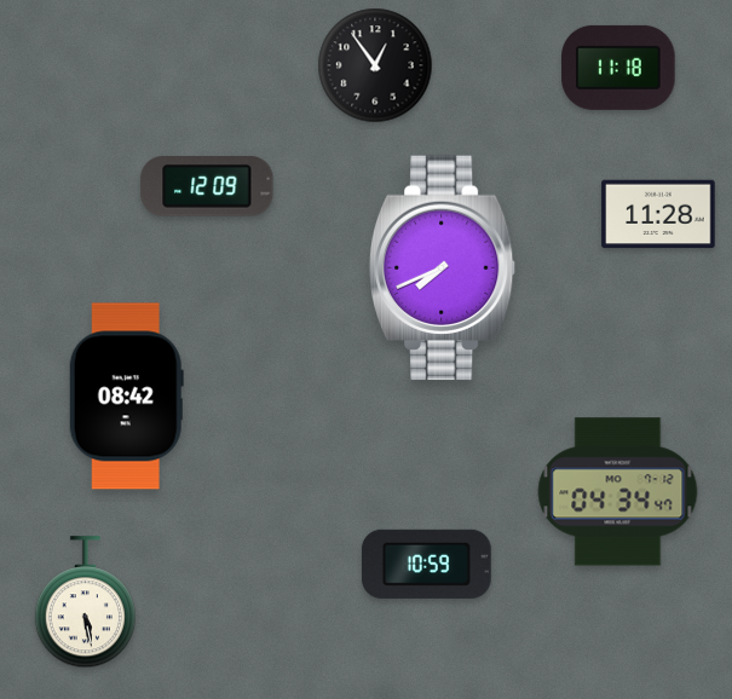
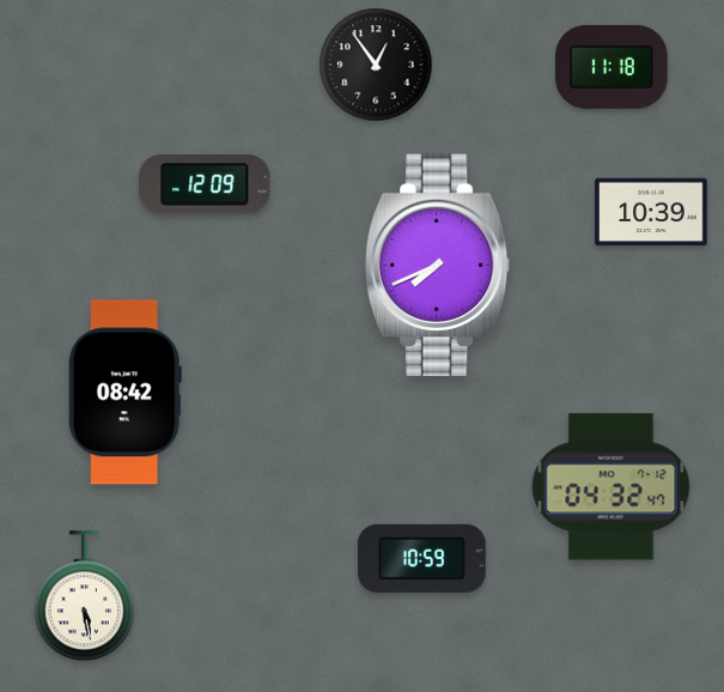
clock at (375, 65) position: (375, 65) -> (376, 65)
clock at (658, 214): 11:28 -> 10:39
clock at (618, 492): 04:34 -> 04:32
